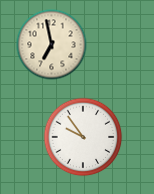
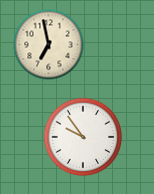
clock at (52, 45) position: (52, 45) -> (49, 45)
